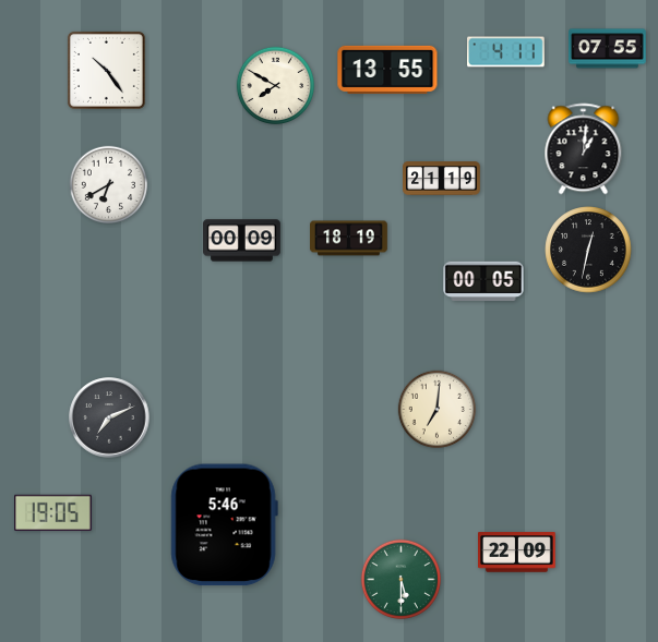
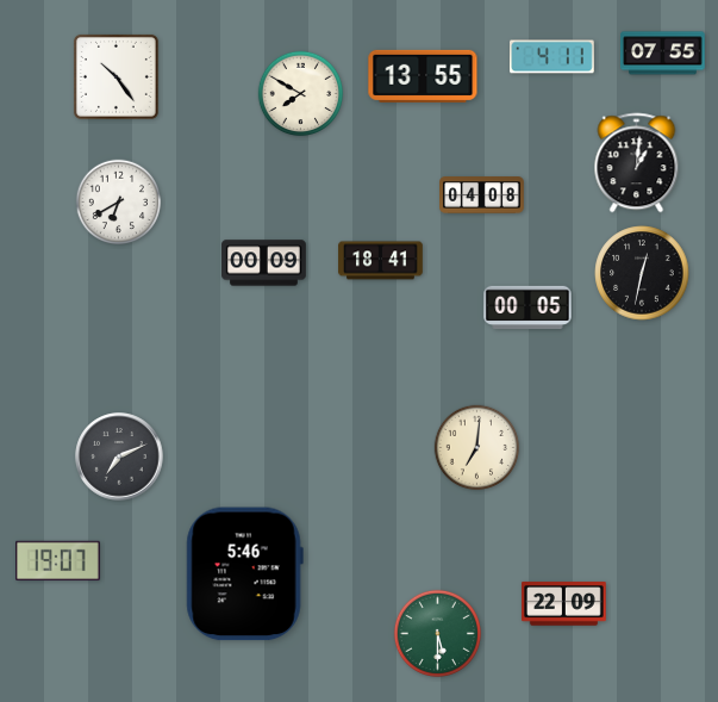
clock at (442, 179): 21:19 -> 04:08
clock at (349, 239): 18:19 -> 18:41
clock at (53, 513): 19:05 -> 19:07
